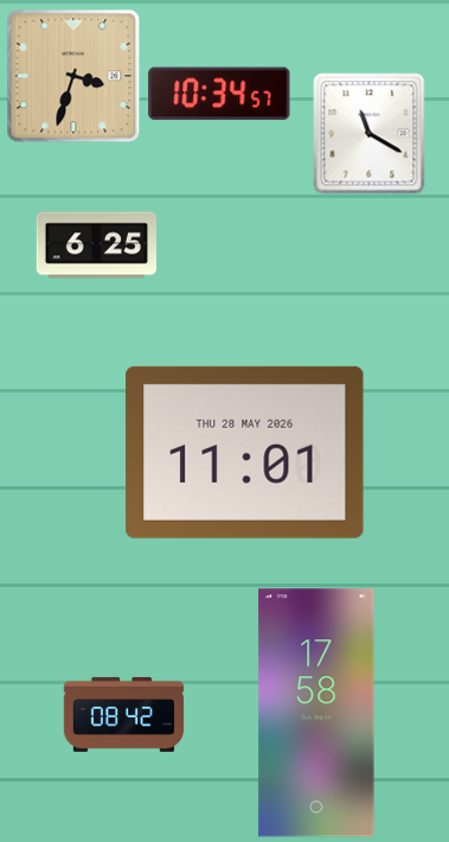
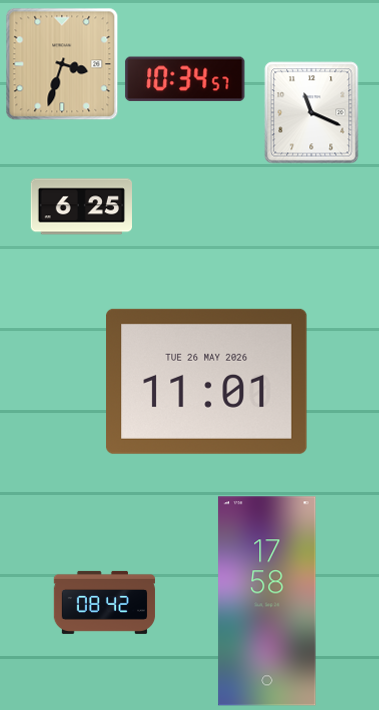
clock at (370, 134): 11:20 -> 11:19
clock at (245, 452) date: THU 28 MAY 2026 -> TUE 26 MAY 2026
